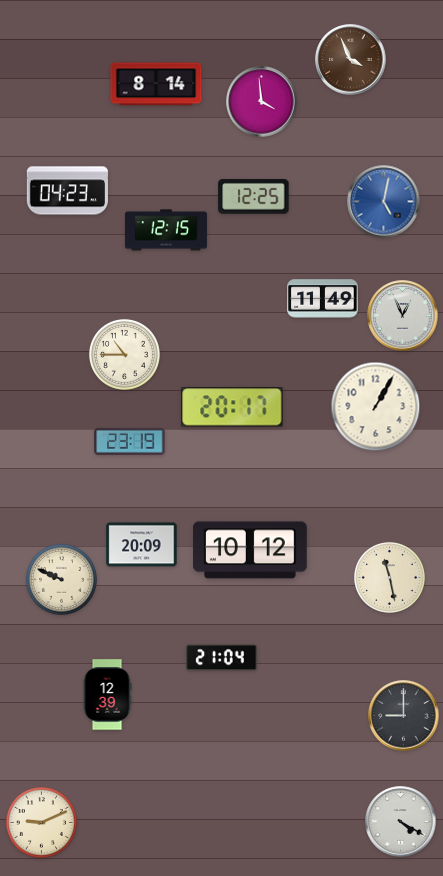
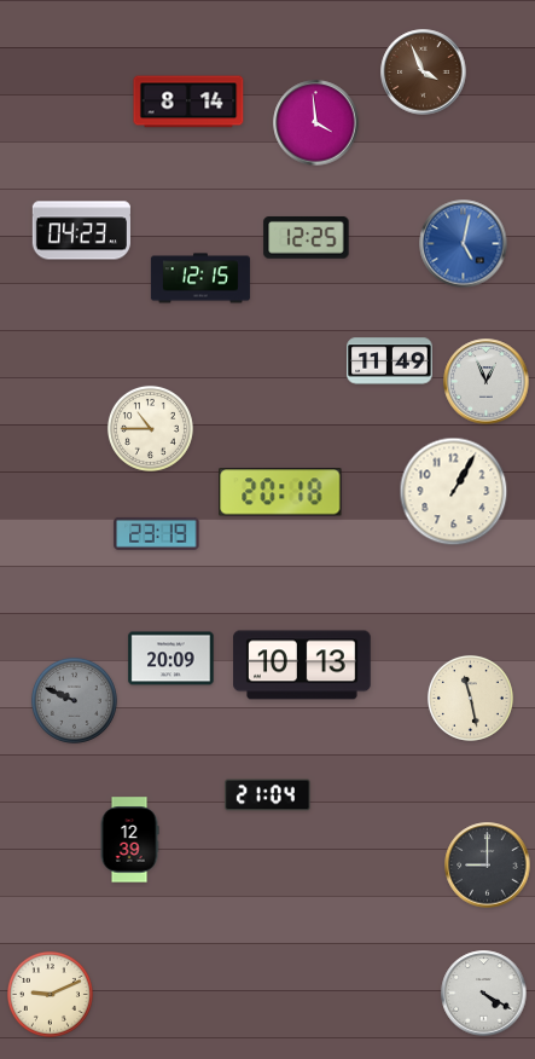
clock at (232, 407): 20:17 -> 20:18
clock at (250, 550): 10:12 -> 10:13
clock at (61, 579) dial: cream -> grey
